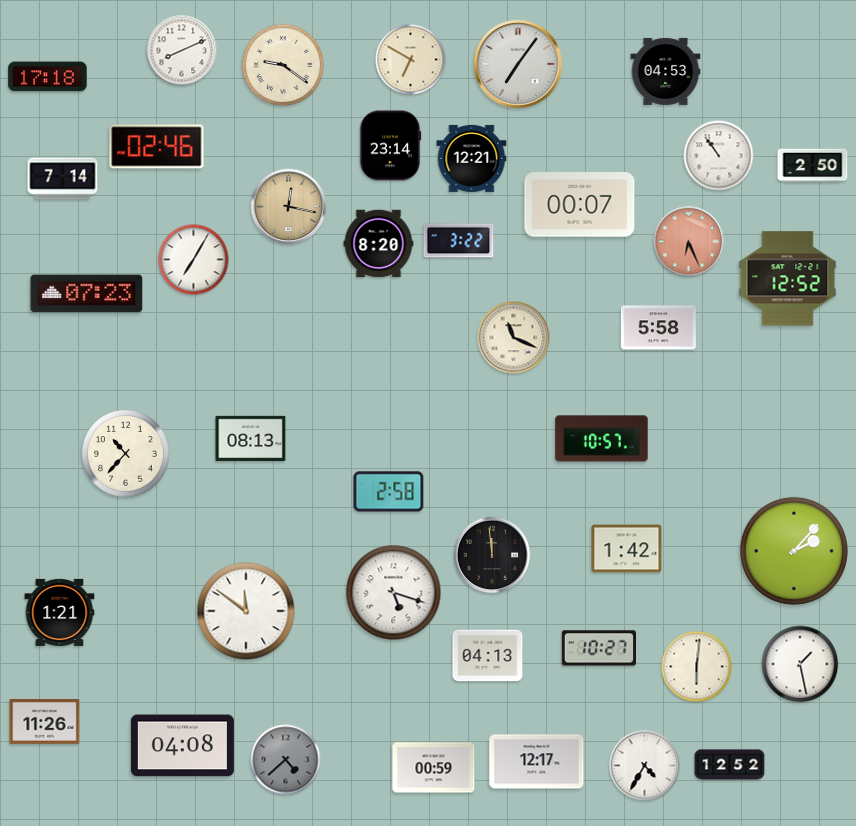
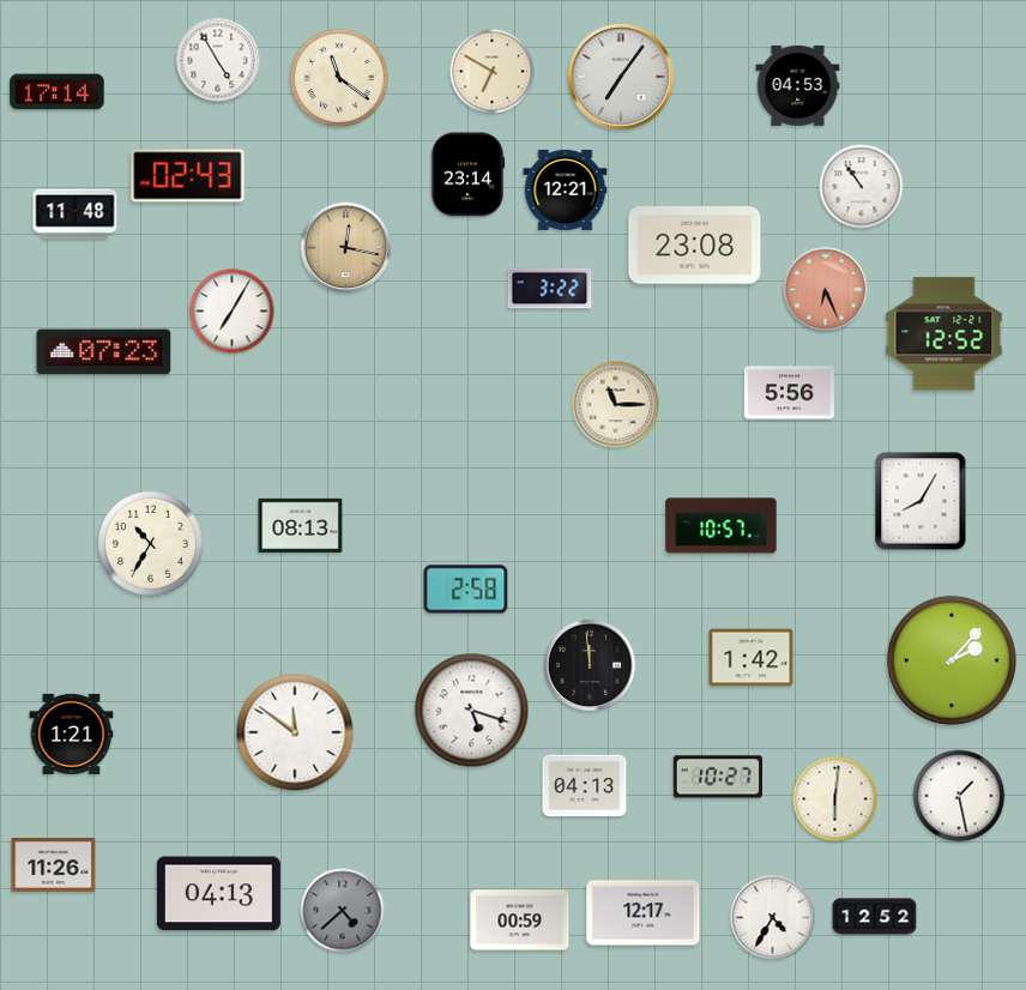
clock at (182, 51): 8:11 -> 4:55
clock at (283, 65): 9:21 -> 11:21
clock at (48, 77): 17:18 -> 17:14
clock at (157, 147): 02:46 -> 02:43
clock at (813, 166): 2:50 -> none
clock at (63, 179): 7:14 -> 11:48
clock at (580, 205): 00:07 -> 23:08
clock at (379, 244): 8:20 -> none
clock at (658, 328): 5:58 -> 5:56
clock at (514, 338): 11:19 -> 11:15
clock at (921, 501): none -> 8:05
clock at (126, 454): 10:37 -> 10:35
clock at (182, 746): 04:08 -> 04:13
